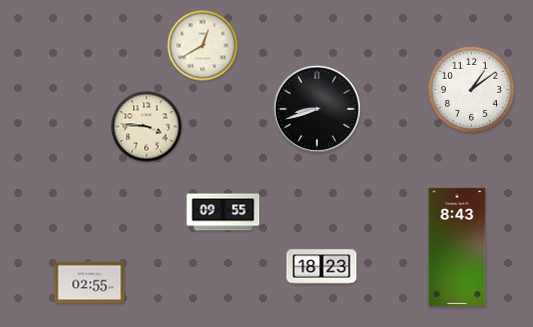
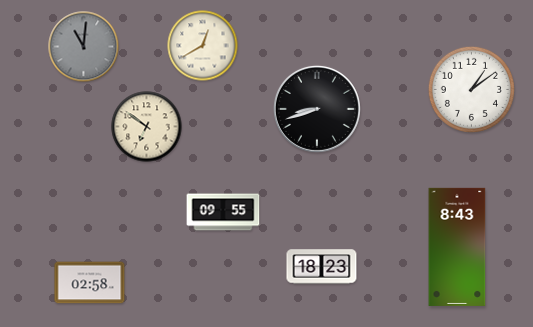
clock at (84, 47): none -> 11:01
clock at (147, 127): 3:46 -> 6:51
clock at (90, 283): 02:55 -> 02:58
